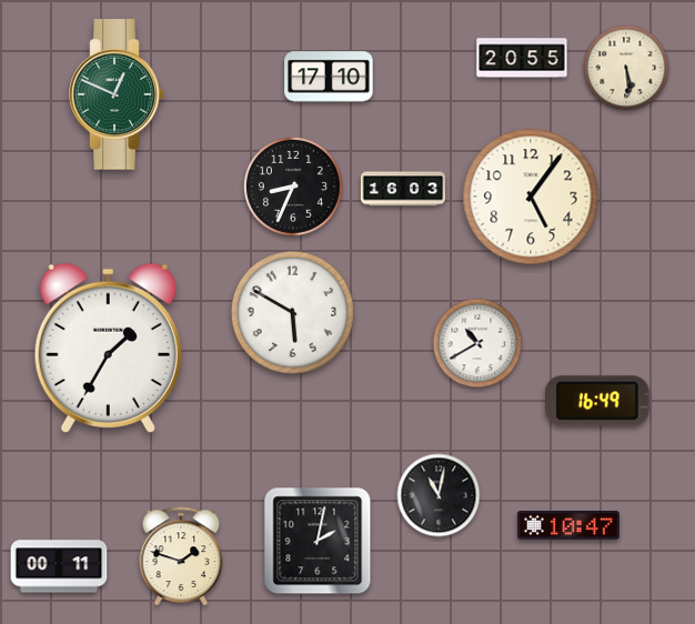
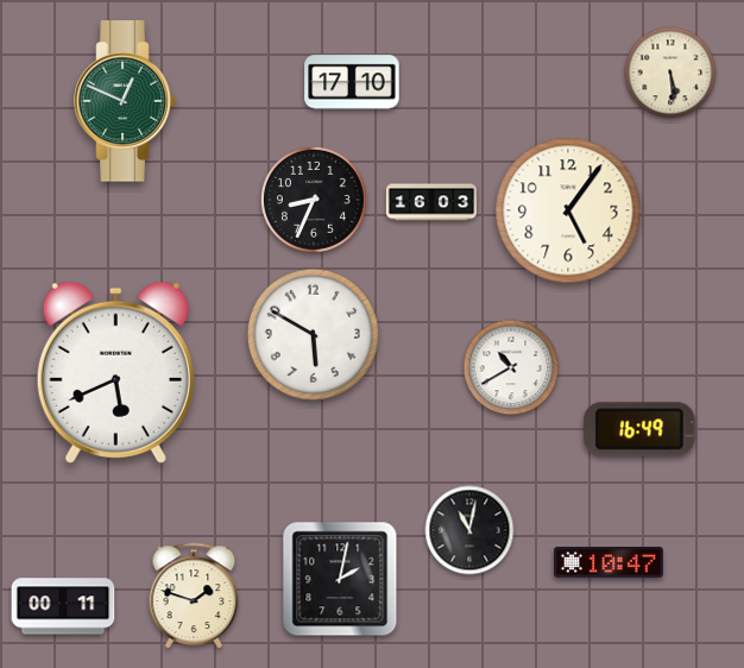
clock at (522, 58): 20:55 -> none
clock at (108, 348): 1:35 -> 5:41
